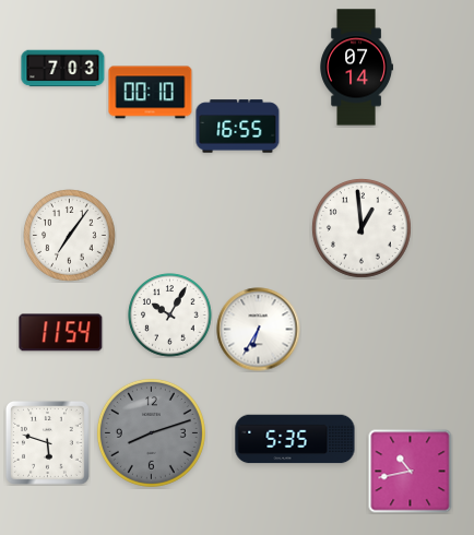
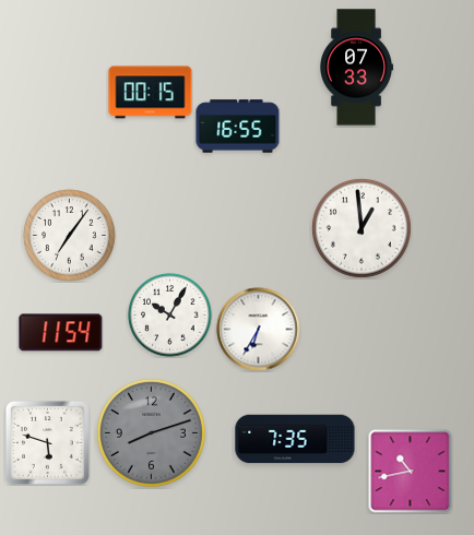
clock at (356, 68): 07:14 -> 07:33
clock at (63, 69): 7:03 -> none
clock at (151, 93): 00:10 -> 00:15
clock at (295, 439): 5:35 -> 7:35
